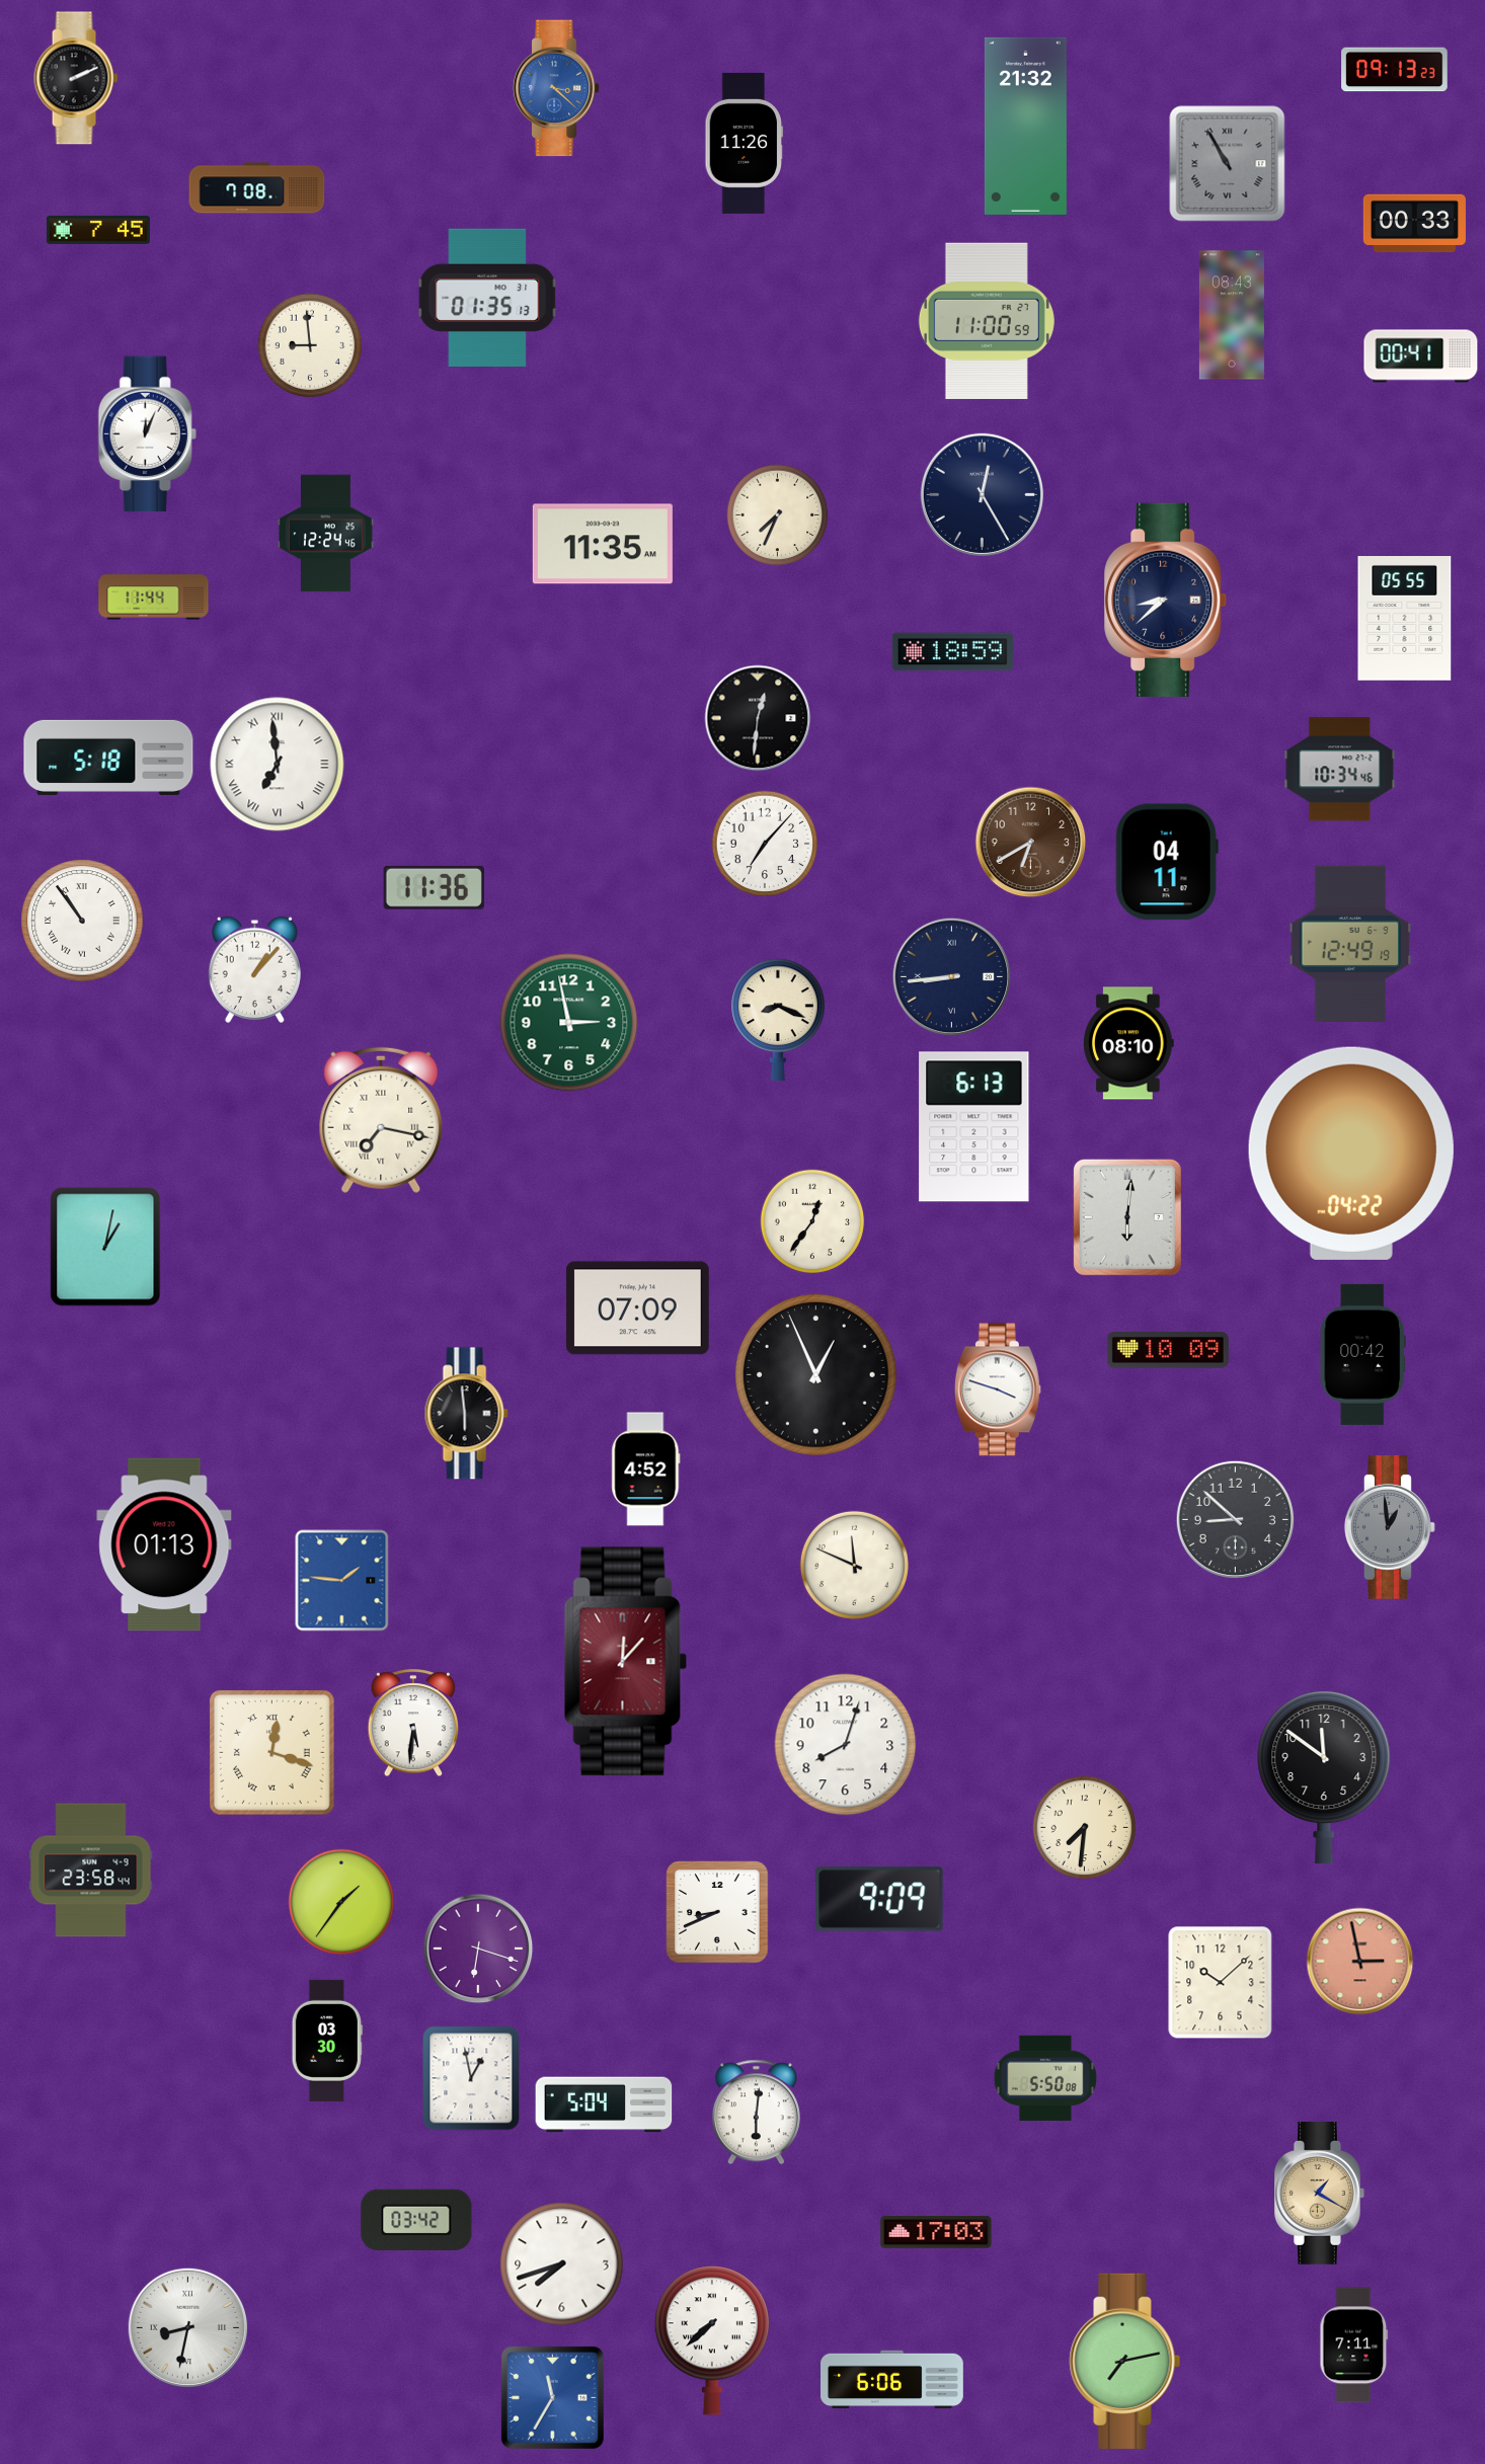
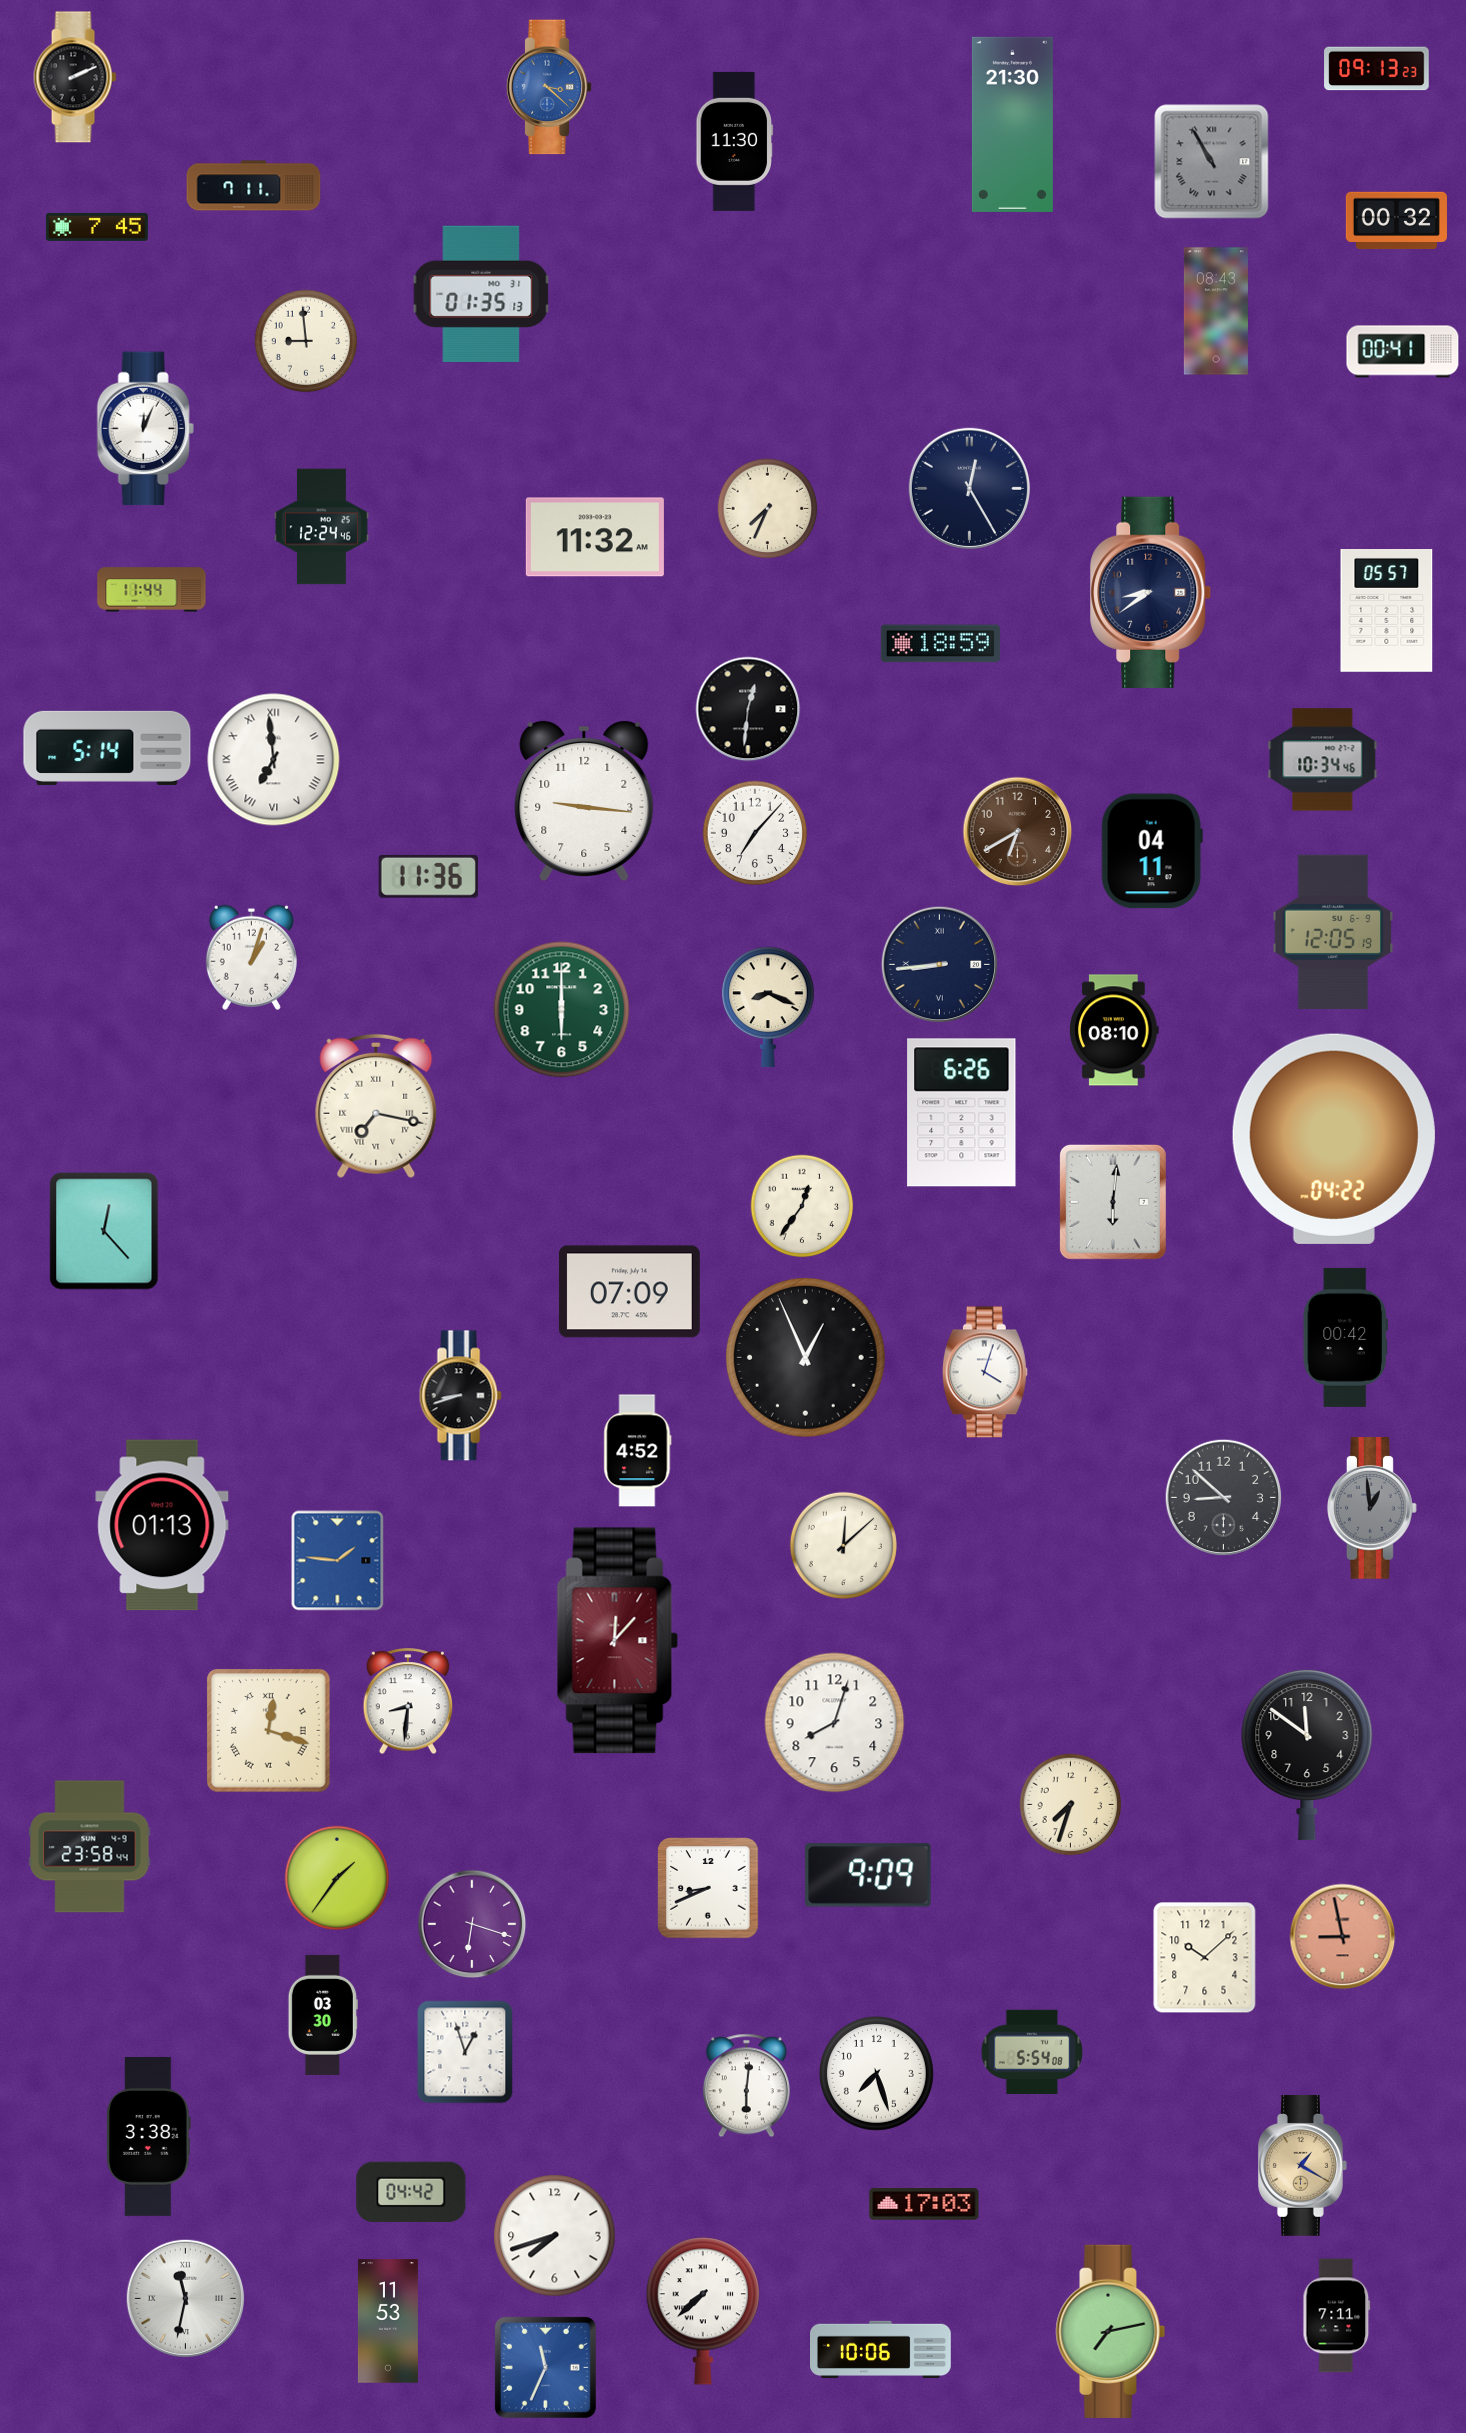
clock at (1025, 126): 21:32 -> 21:30
clock at (745, 143): 11:26 -> 11:30
clock at (257, 188): 7:08 -> 7:11
clock at (1414, 224): 00:33 -> 00:32
clock at (987, 321): 11:00 -> none
clock at (603, 544): 11:35 -> 11:32
clock at (1166, 600): 8:38 -> 8:39
clock at (1405, 619): 05:55 -> 05:57
clock at (108, 758): 5:18 -> 5:14
clock at (278, 765) position: (278, 765) -> (274, 760)
clock at (584, 801): none -> 9:16
clock at (82, 921): 10:54 -> none
clock at (1350, 944): 12:49 -> 12:05
clock at (254, 969): 1:07 -> 1:03
clock at (569, 1023): 2:58 -> 6:00
clock at (974, 1127): 6:13 -> 6:26
clock at (105, 1247): 1:02 -> 12:23
clock at (1168, 1350): 10:09 -> none
clock at (998, 1389): 3:48 -> 4:03
clock at (466, 1414): 5:59 -> 8:42
clock at (1236, 1520) position: (1236, 1520) -> (1224, 1498)
clock at (854, 1565): 11:49 -> 12:08
clock at (413, 1724): 5:31 -> 8:31
clock at (1085, 1828): 7:31 -> 7:33
clock at (1360, 1962): 2:58 -> 8:58
clock at (1044, 2077): 5:50 -> 5:54
clock at (471, 2078): 12:58 -> 12:57
clock at (876, 2073): none -> 7:27
clock at (604, 2104): 5:04 -> none
clock at (148, 2136): none -> 3:38
clock at (416, 2219): 03:42 -> 04:42
clock at (187, 2327): 8:32 -> 11:32
clock at (388, 2321): none -> 11:53
clock at (892, 2379): 6:06 -> 10:06
clock at (552, 2397): 11:35 -> 11:34
